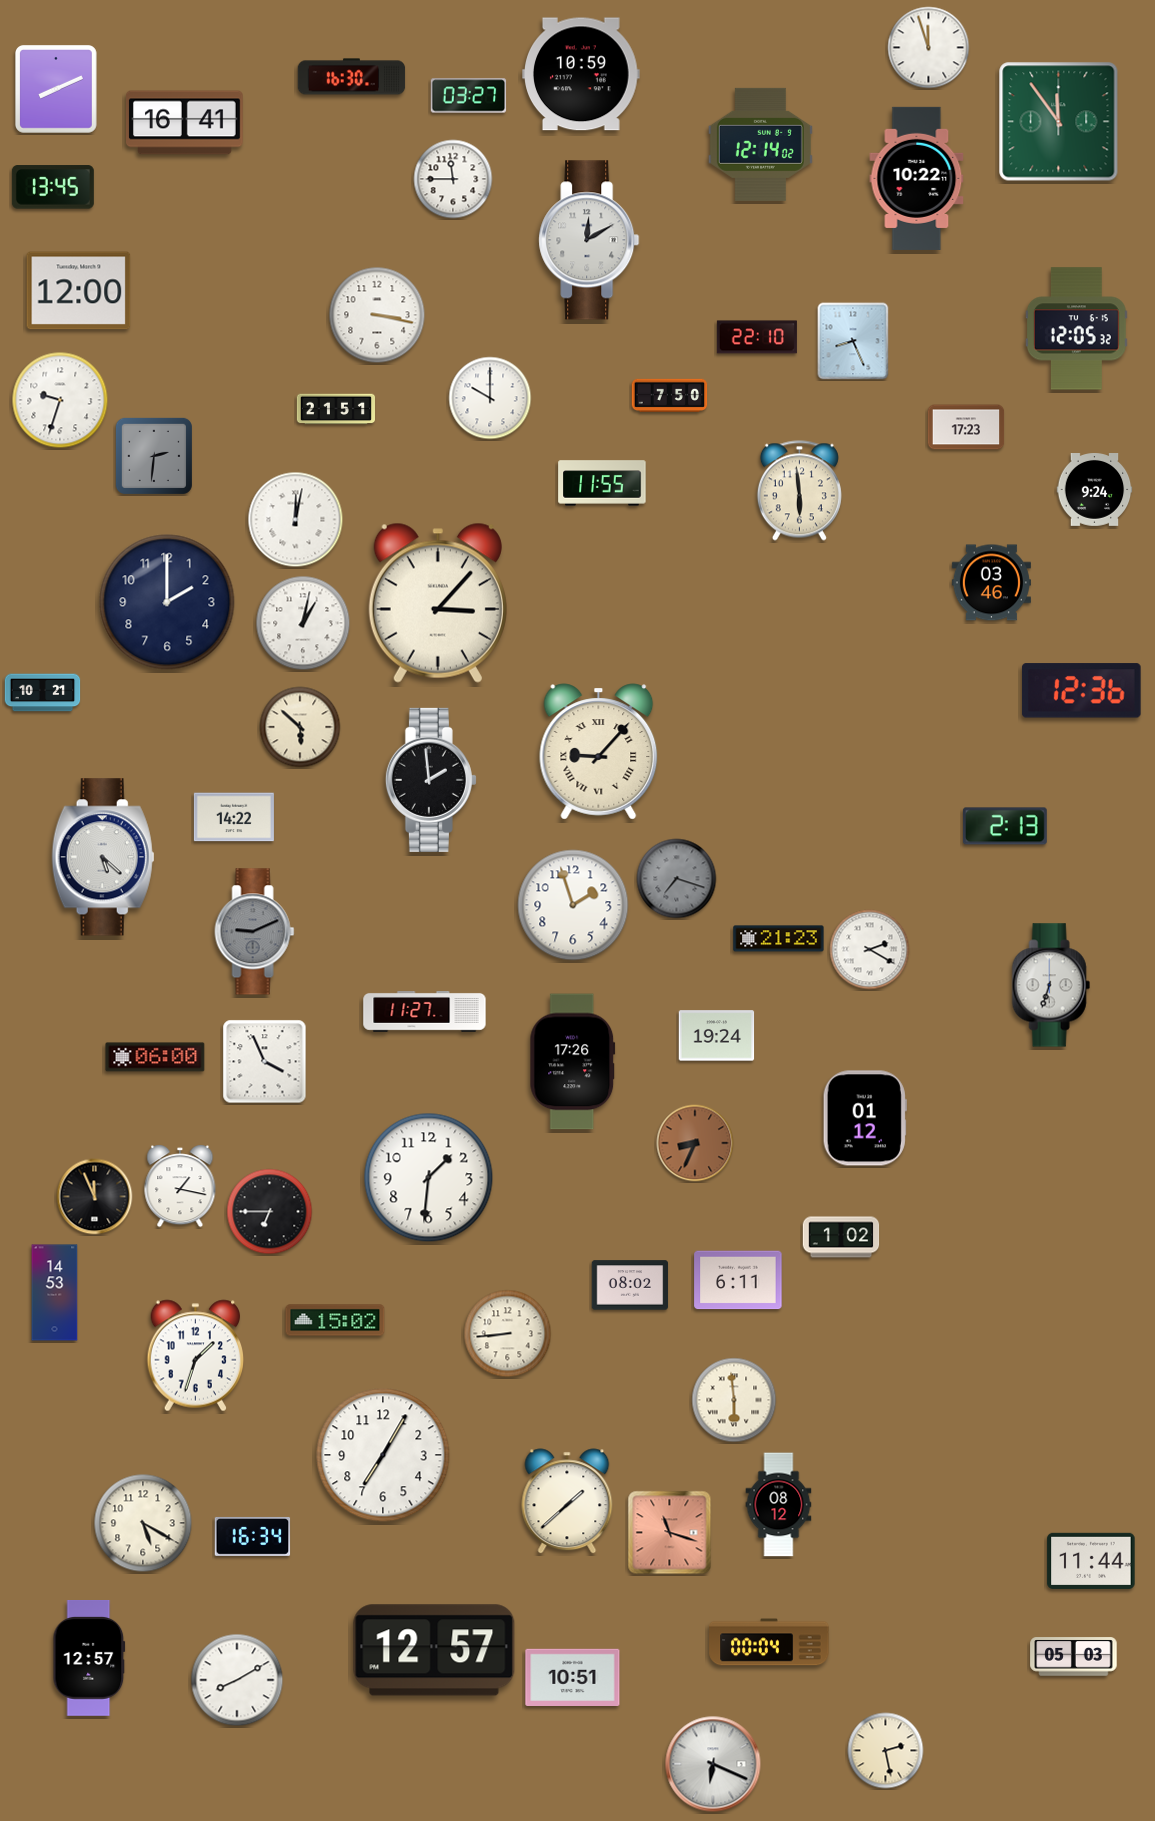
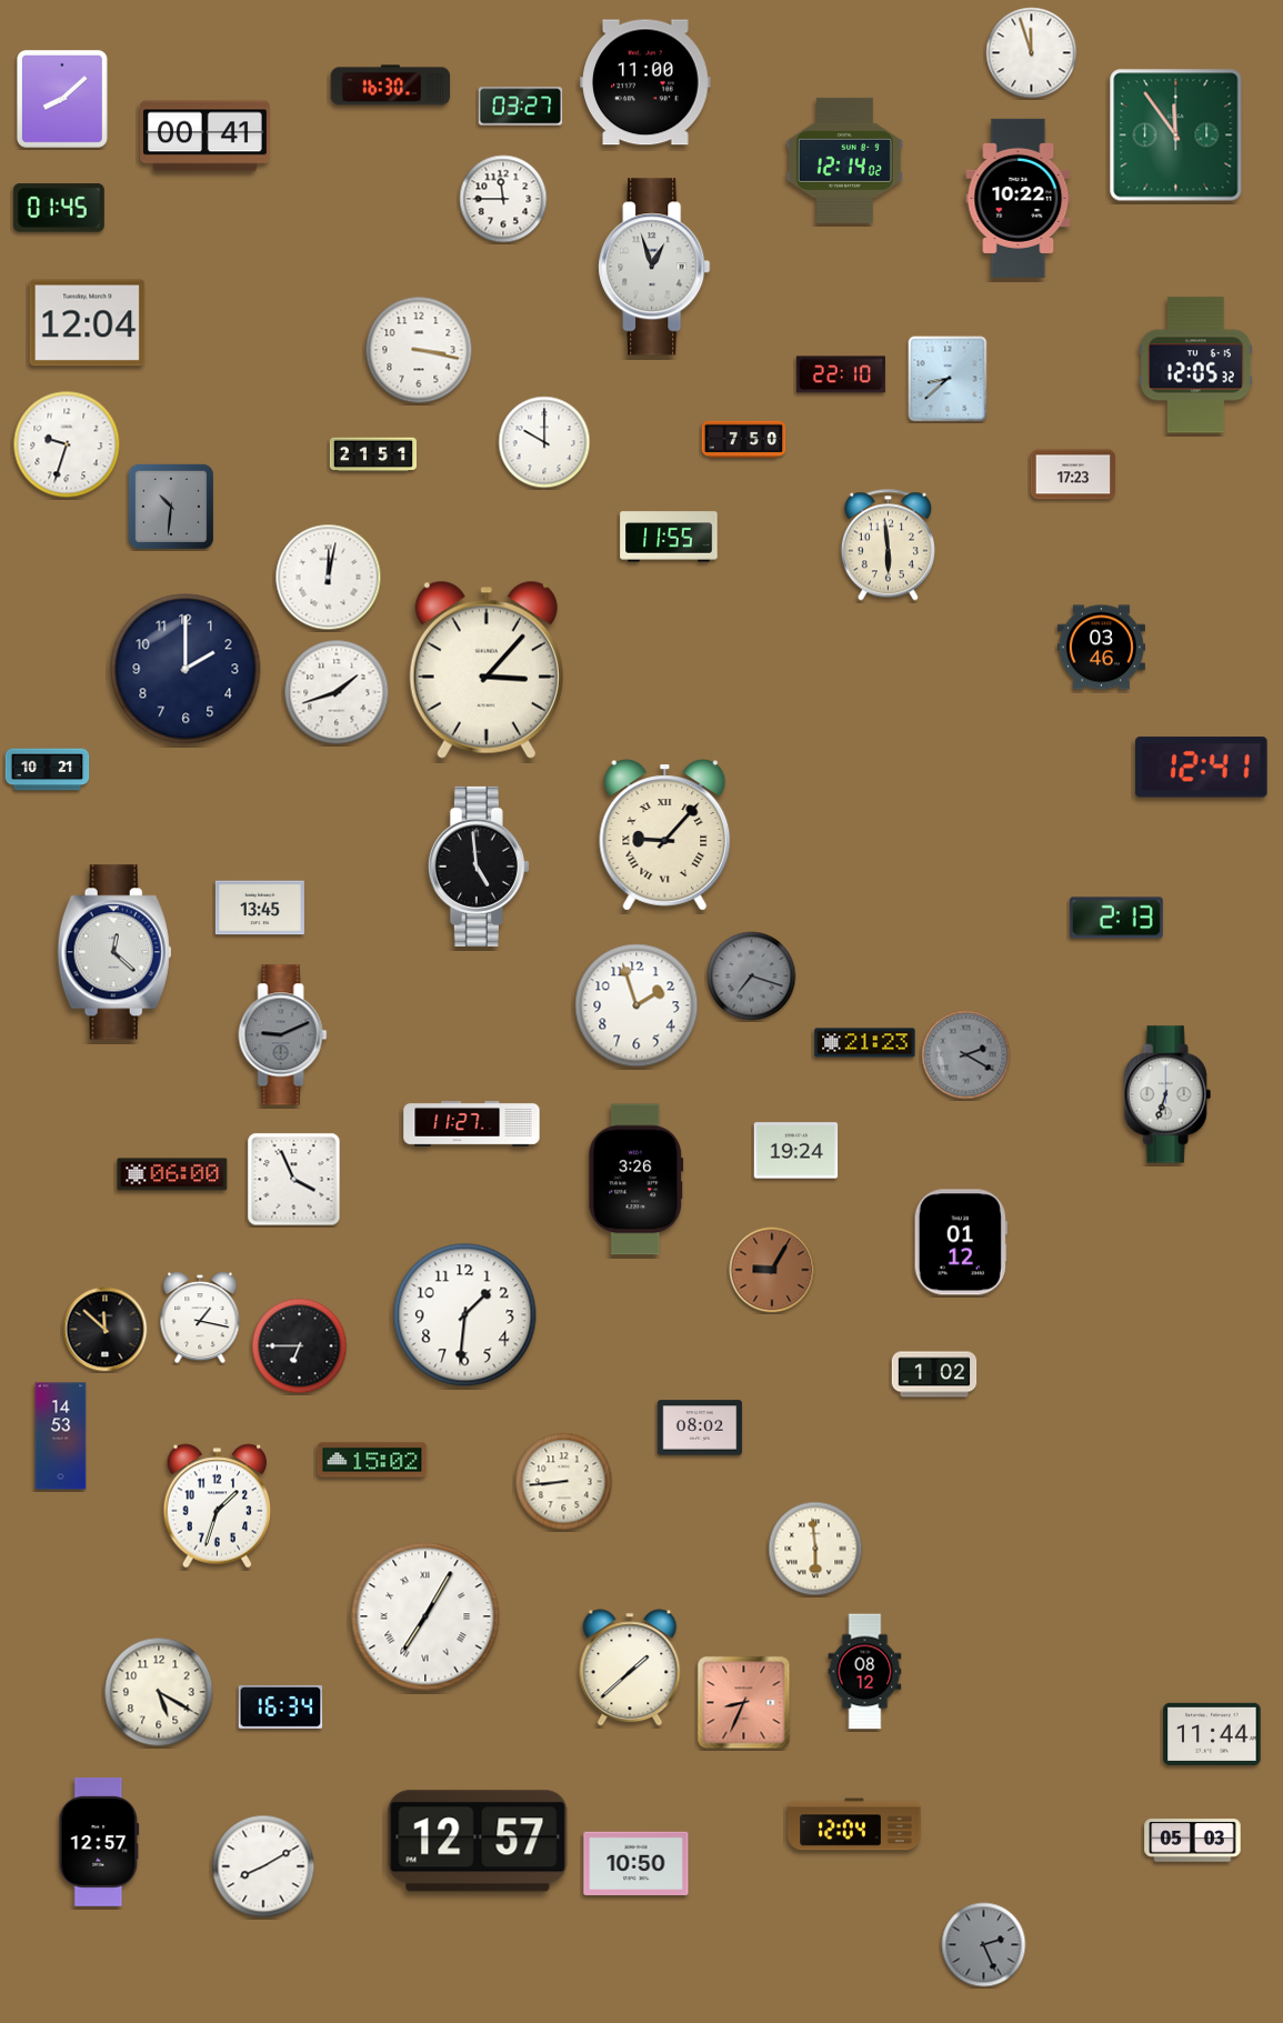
clock at (582, 74): 10:59 -> 11:00
clock at (57, 90): 8:11 -> 8:08
clock at (185, 123): 16:41 -> 00:41
clock at (53, 187): 13:45 -> 01:45
clock at (589, 240): 12:10 -> 12:57
clock at (79, 291): 12:00 -> 12:04
clock at (853, 341): 8:26 -> 8:38
clock at (154, 456): 2:31 -> 10:31
clock at (1095, 490): 9:24 -> none
clock at (303, 623): 1:02 -> 1:42
clock at (1082, 691): 12:36 -> 12:41
clock at (300, 727): 5:52 -> none
clock at (431, 780): 1:59 -> 4:59
clock at (234, 817): 14:22 -> 13:45
clock at (103, 857): 5:22 -> 12:22
clock at (870, 950) dial: white -> grey
clock at (573, 1062): 17:26 -> 3:26
clock at (695, 1143): 8:34 -> 9:05
clock at (429, 1178) position: (429, 1178) -> (465, 1315)
clock at (95, 1197): 11:56 -> 11:52
clock at (738, 1280): 6:11 -> none
clock at (335, 1320) position: (335, 1320) -> (372, 1460)
clock at (734, 1400) position: (734, 1400) -> (815, 1549)
clock at (383, 1455) numerals: Arabic -> Roman
clock at (670, 1533): 11:18 -> 8:34
clock at (769, 1642): 00:04 -> 12:04
clock at (434, 1650) position: (434, 1650) -> (478, 1841)
clock at (573, 1678): 10:51 -> 10:50
clock at (886, 1751): 2:28 -> 2:26
clock at (886, 1751) dial: cream -> grey
clock at (713, 1764): 6:19 -> none
